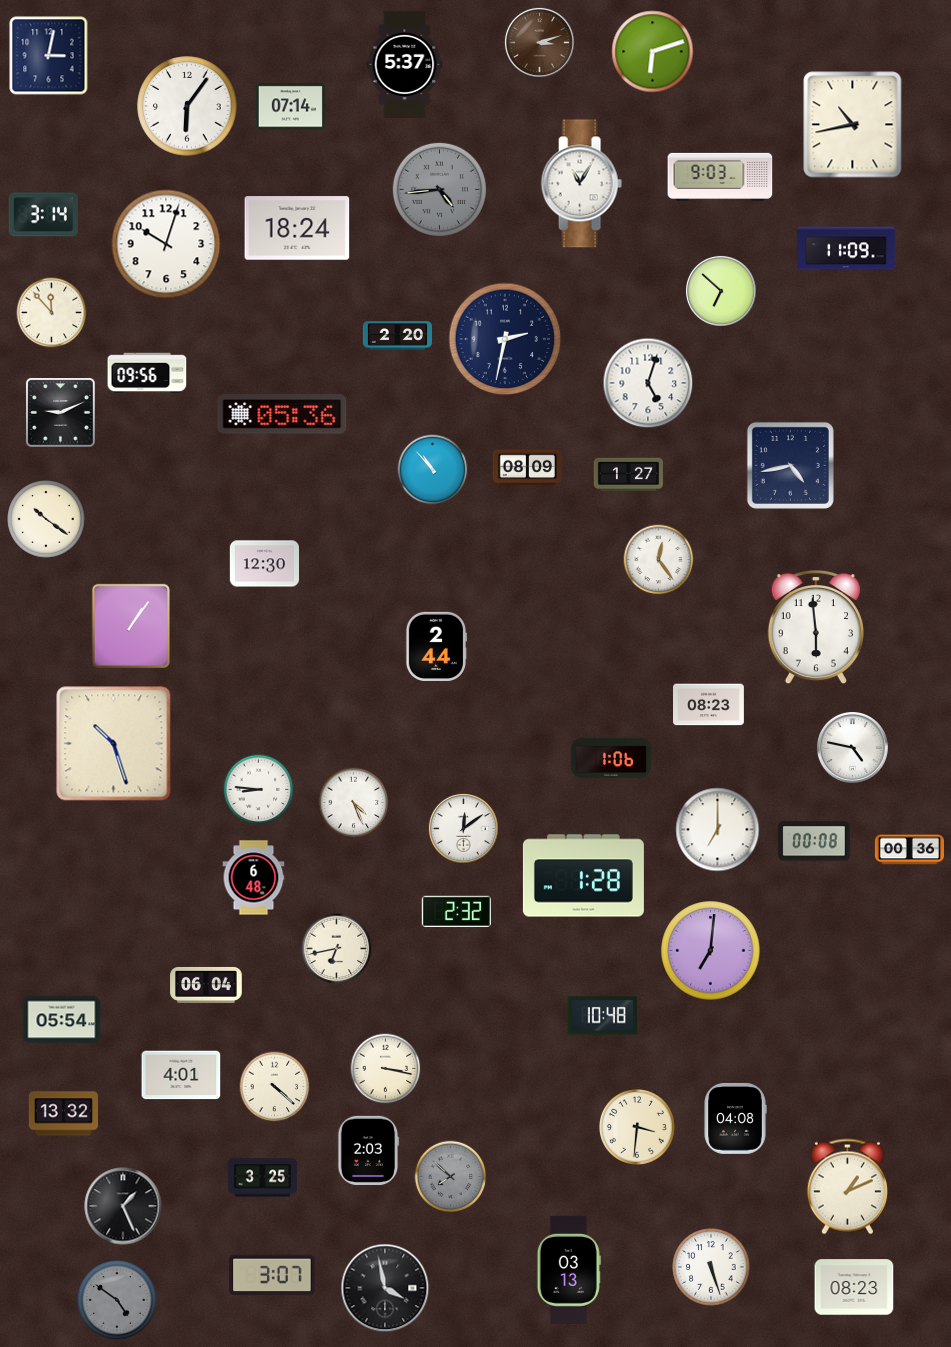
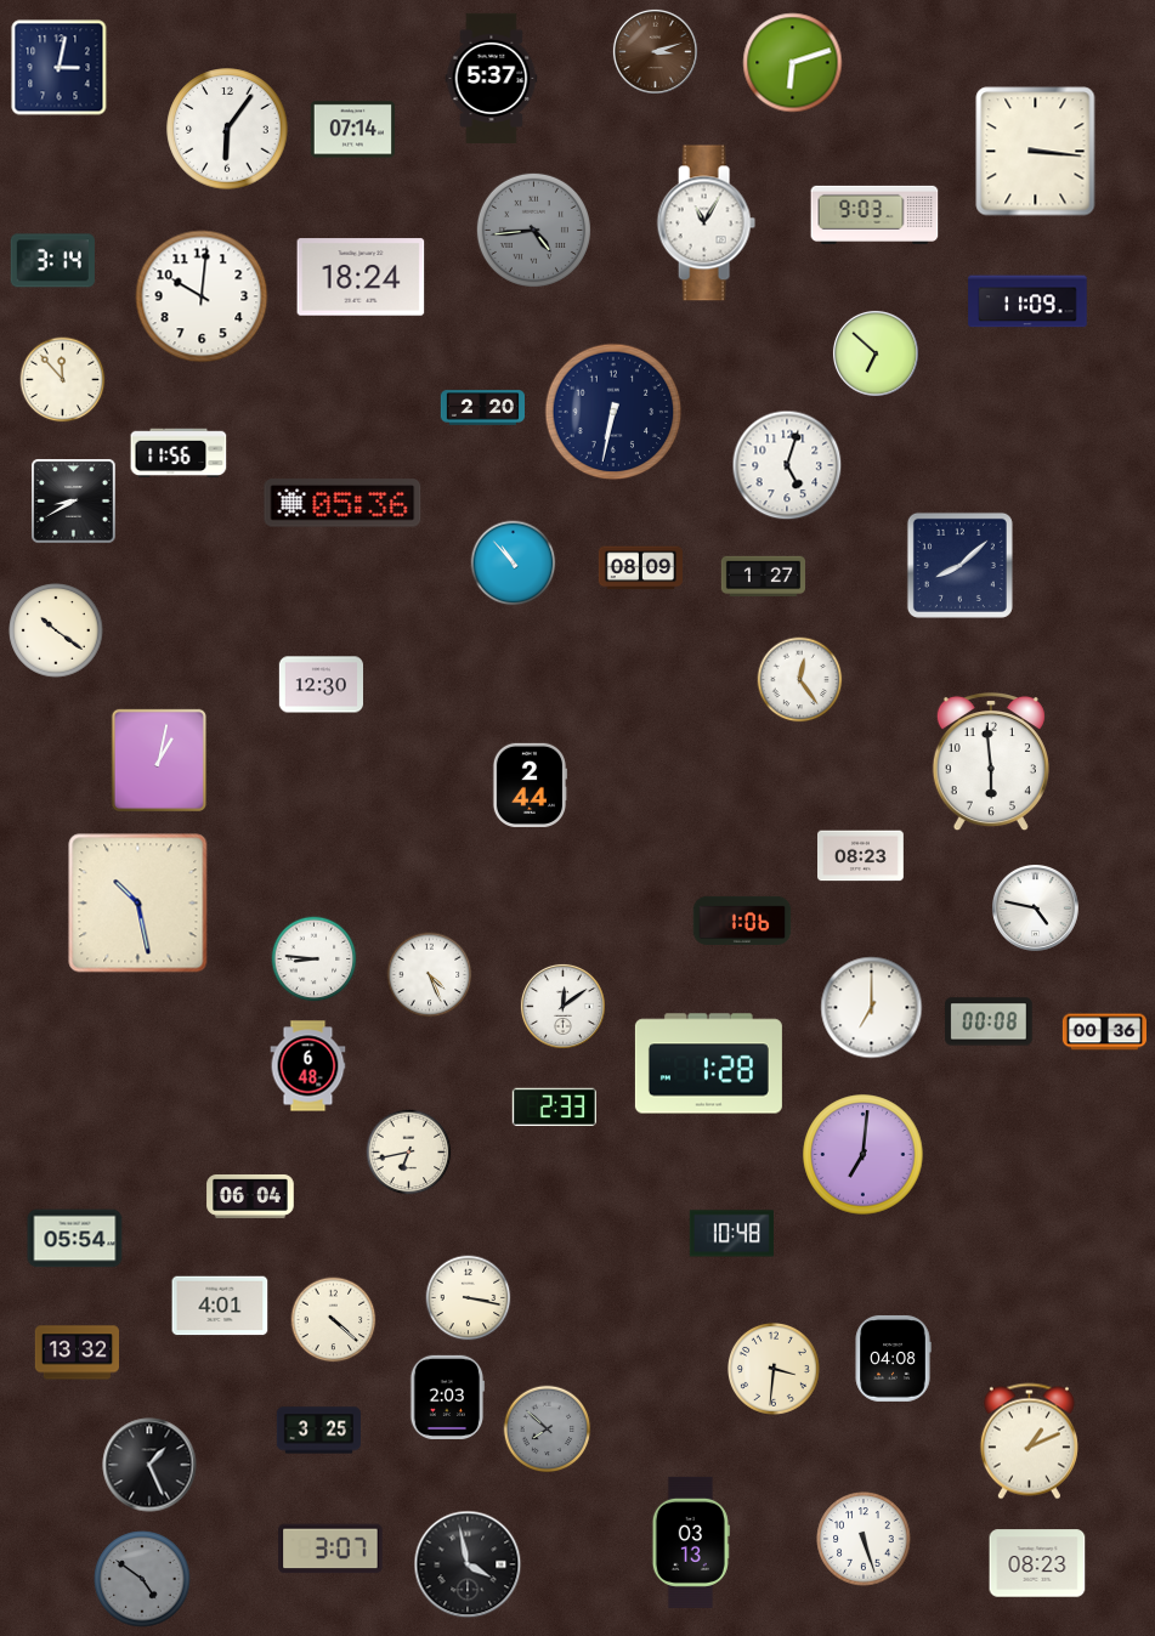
clock at (853, 125): 10:43 -> 3:16
clock at (166, 244): 10:03 -> 10:01
clock at (505, 339): 2:32 -> 6:32
clock at (147, 373): 09:56 -> 11:56
clock at (61, 413): 9:11 -> 8:40
clock at (790, 465): 4:43 -> 8:08
clock at (433, 470) position: (433, 470) -> (514, 564)
clock at (130, 625): 1:06 -> 1:02
clock at (114, 744): 10:27 -> 10:28
clock at (456, 911): 2:32 -> 2:33
